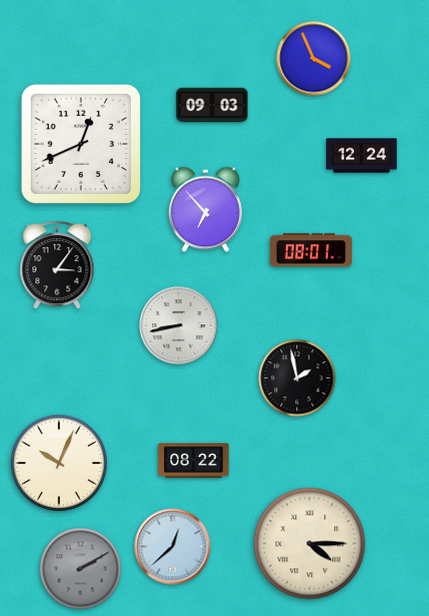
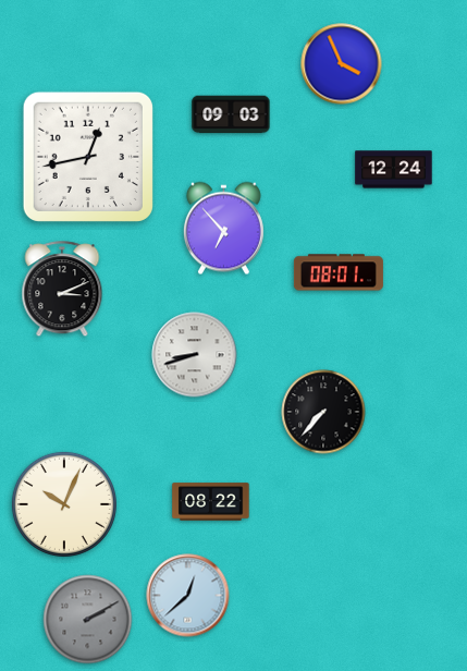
clock at (81, 144): 12:41 -> 12:43
clock at (57, 266): 3:06 -> 3:11
clock at (179, 326): 8:43 -> 8:42
clock at (297, 378): 1:58 -> 7:37
clock at (310, 544): 4:15 -> none
